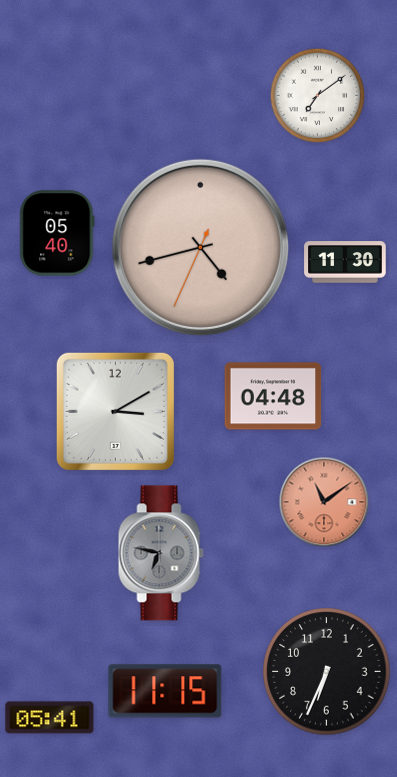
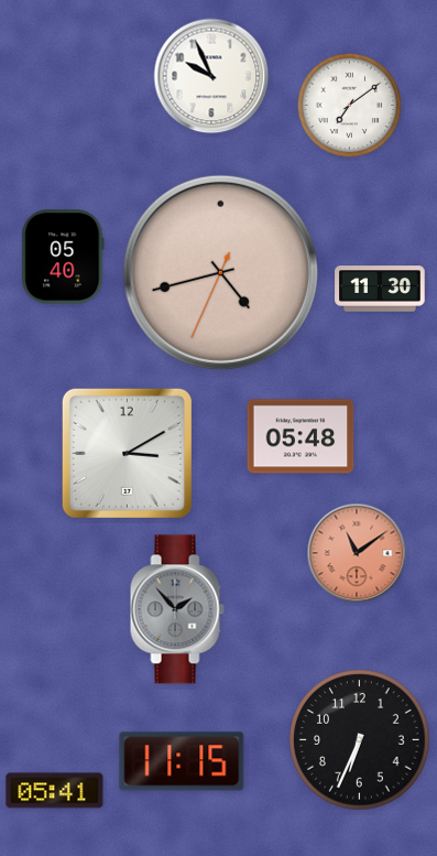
clock at (211, 76): none -> 9:56
clock at (273, 396): 04:48 -> 05:48
clock at (161, 553): 6:47 -> 1:53
